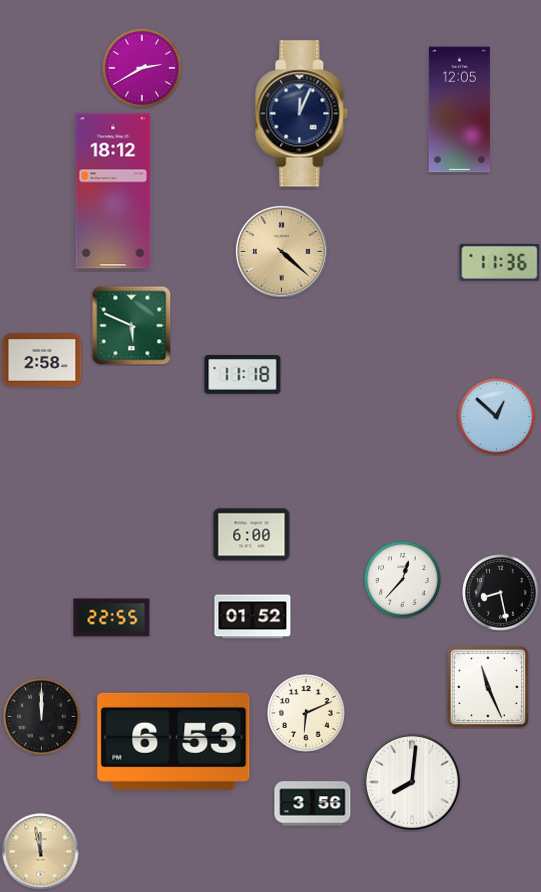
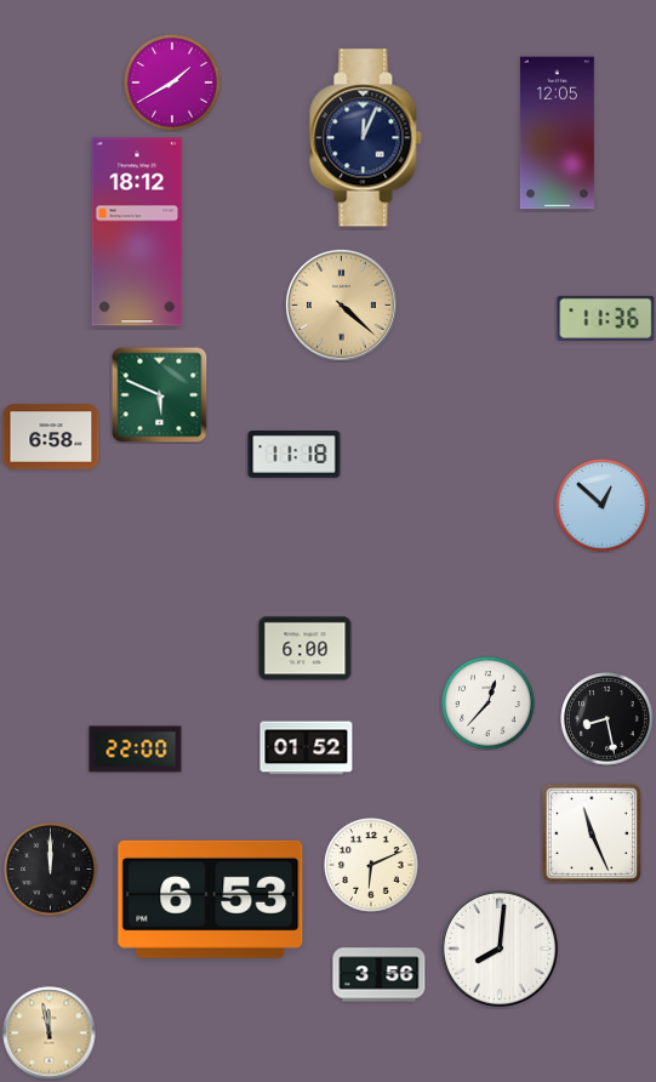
clock at (142, 68): 2:40 -> 1:40
clock at (42, 360): 2:58 -> 6:58
clock at (112, 618): 22:55 -> 22:00
